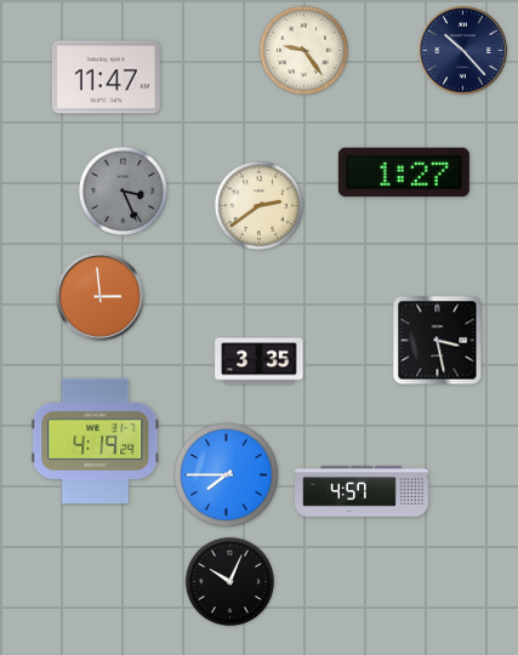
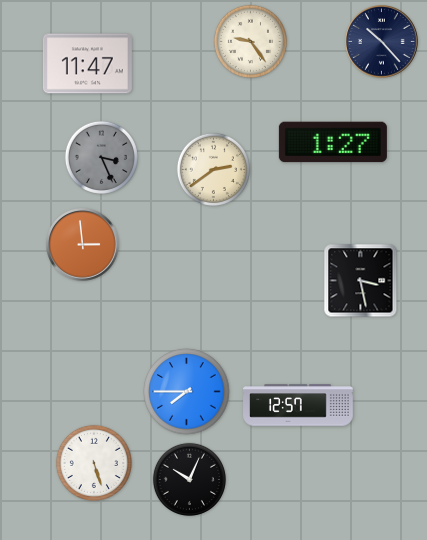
clock at (260, 361): 3:35 -> none
clock at (96, 440): 4:19 -> none
clock at (363, 491): 4:57 -> 12:57
clock at (94, 463): none -> 5:27
